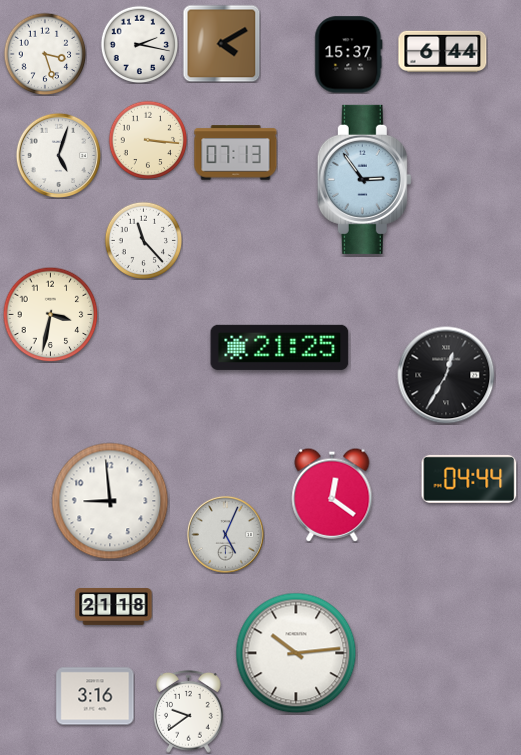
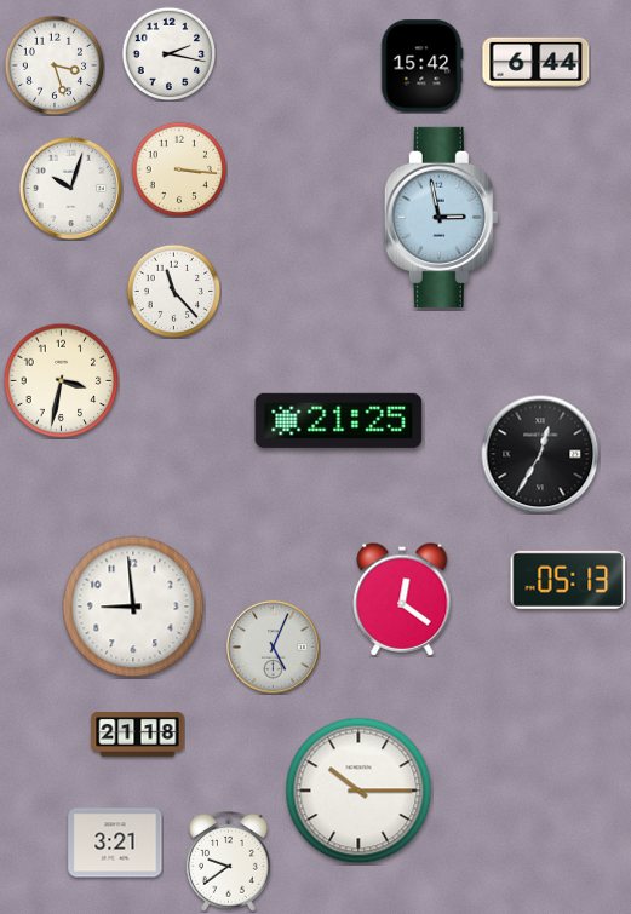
clock at (221, 43): 4:10 -> none
clock at (349, 55): 15:37 -> 15:42
clock at (236, 153): 07:13 -> none
clock at (58, 155): 5:03 -> 10:03
clock at (364, 179): 2:54 -> 2:58
clock at (469, 479): 04:44 -> 05:13
clock at (296, 653): 10:14 -> 10:15
clock at (95, 696): 3:16 -> 3:21
